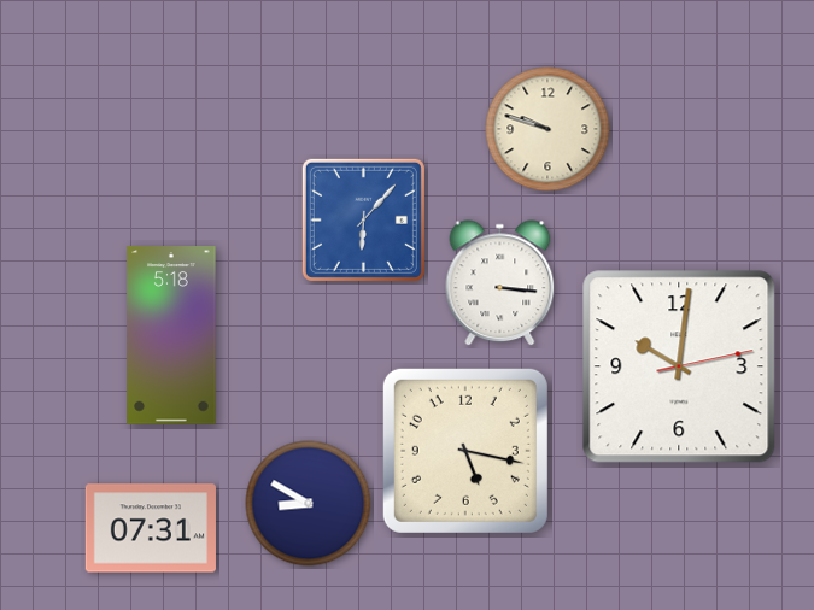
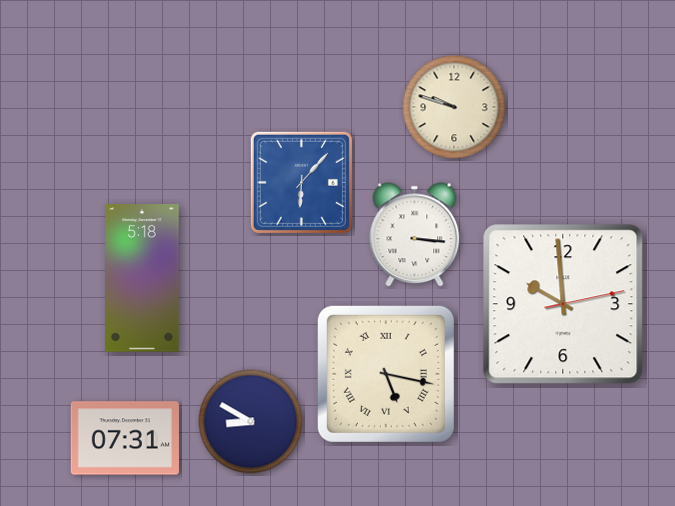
clock at (679, 366): 10:01 -> 9:59
clock at (465, 451) numerals: Arabic -> Roman
clock at (309, 504) position: (309, 504) -> (251, 422)
